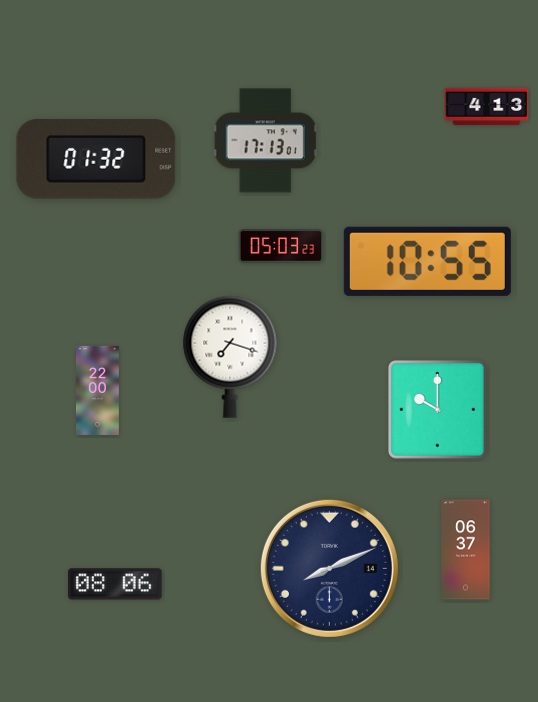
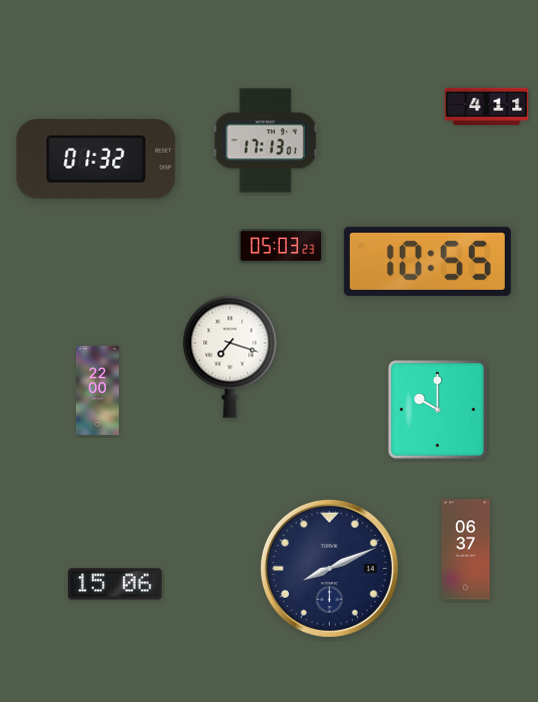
clock at (487, 106): 4:13 -> 4:11
clock at (116, 584): 08:06 -> 15:06
